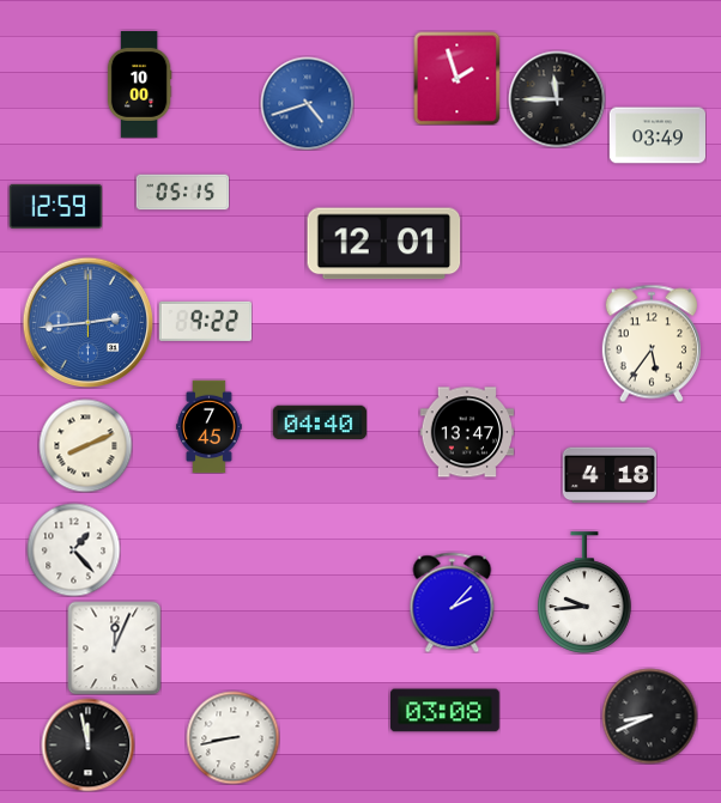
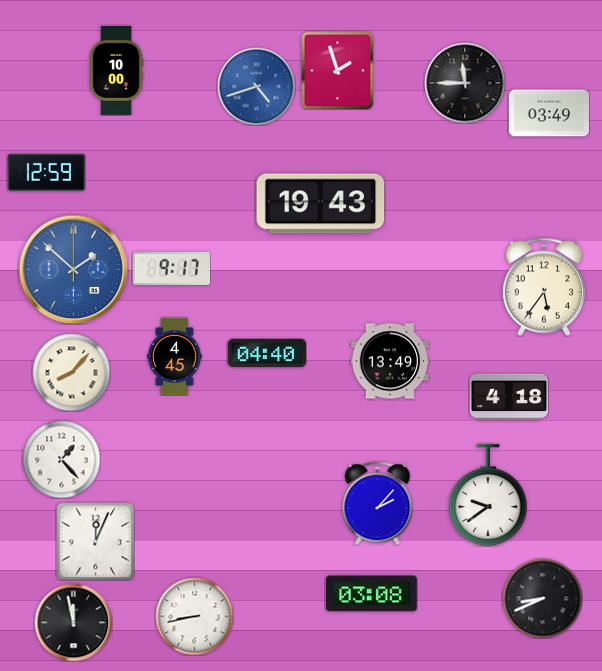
clock at (458, 78) position: (458, 78) -> (338, 70)
clock at (182, 193): 05:15 -> none
clock at (384, 244): 12:01 -> 19:43
clock at (205, 321): 9:22 -> 9:17
clock at (87, 322): 2:44 -> 1:52
clock at (210, 426): 7:45 -> 4:45
clock at (466, 432): 13:47 -> 13:49
clock at (85, 445): 8:11 -> 8:07
clock at (586, 592): 9:44 -> 9:39
